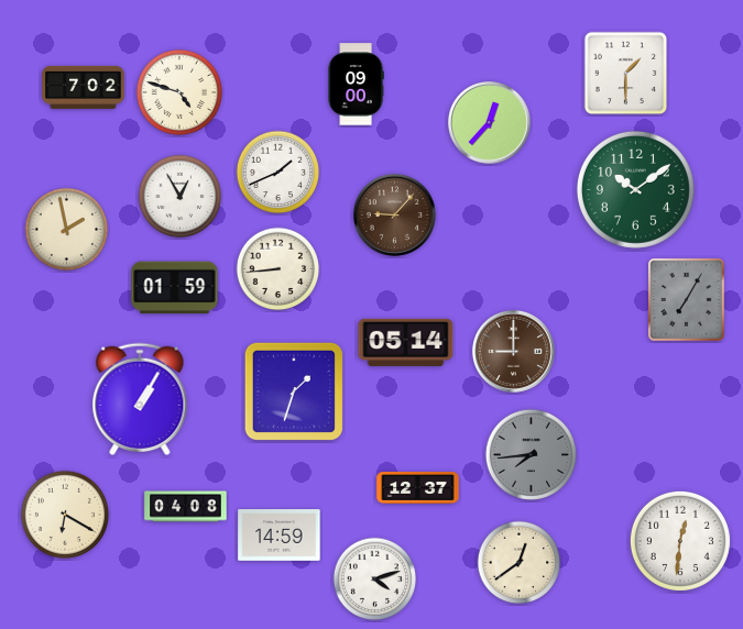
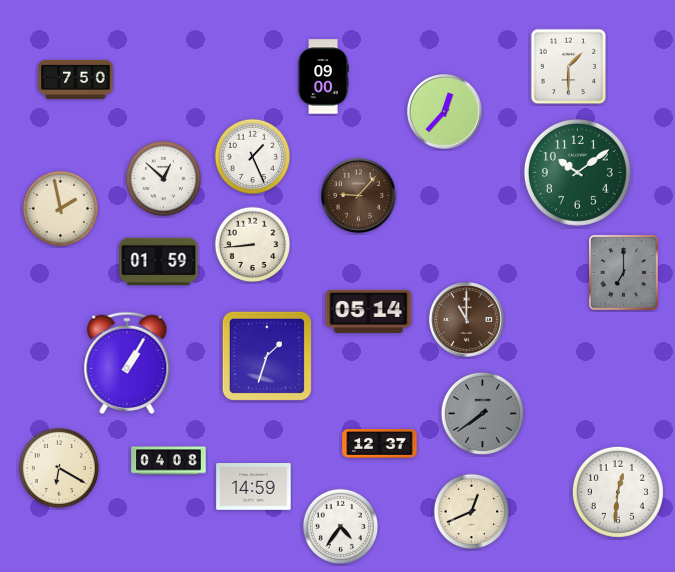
clock at (84, 87): 7:02 -> 7:50
clock at (178, 91): 4:48 -> none
clock at (278, 173): 1:41 -> 1:26
clock at (181, 197): 12:55 -> 12:52
clock at (687, 300): 7:05 -> 7:00
clock at (513, 351): 9:00 -> 11:00
clock at (531, 454): 7:44 -> 7:39
clock at (520, 563): 12:39 -> 12:41
clock at (375, 580): 4:12 -> 4:36
